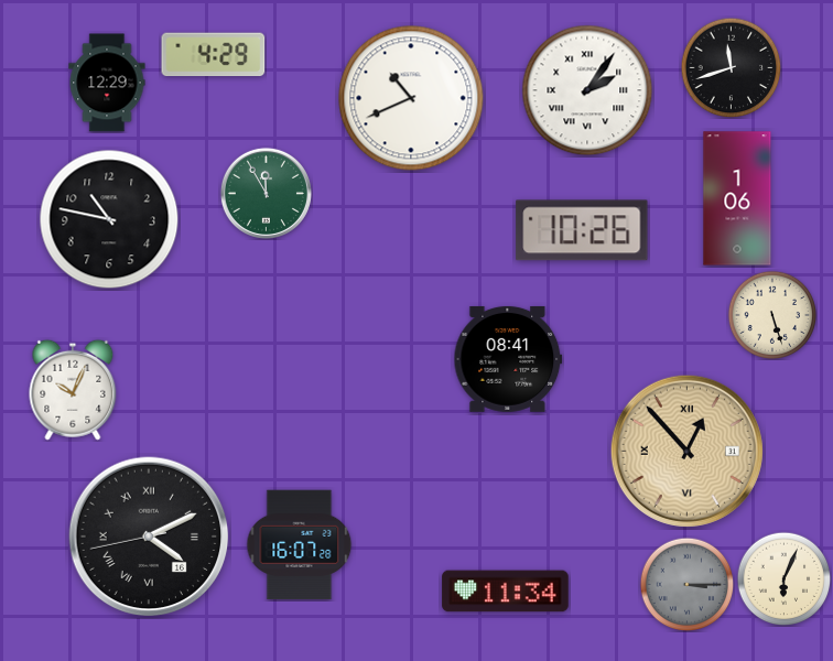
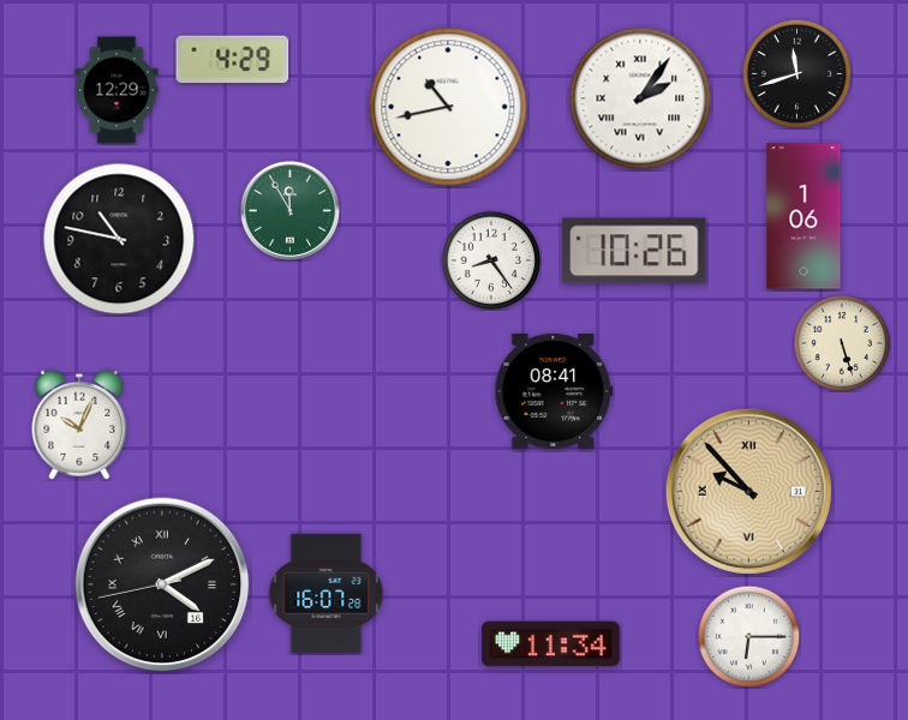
clock at (411, 98): 10:41 -> 10:43
clock at (491, 260): none -> 8:24
clock at (686, 451): 12:53 -> 9:53
clock at (783, 578): 6:04 -> none
clock at (686, 584): 3:15 -> 6:15
clock at (686, 584) dial: grey -> white
